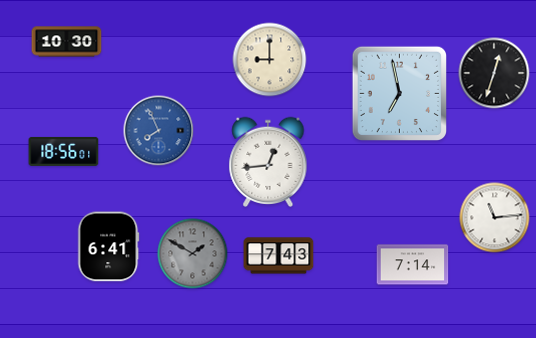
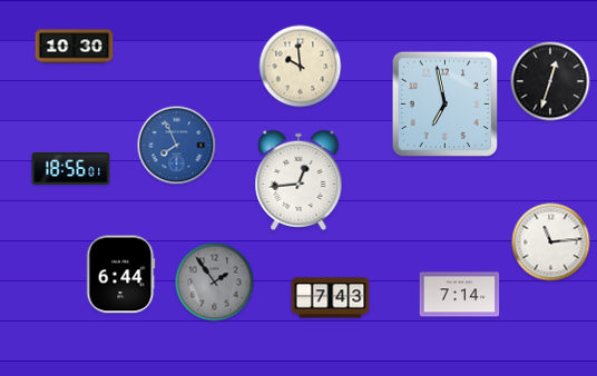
clock at (270, 60): 9:00 -> 9:59
clock at (109, 247): 6:41 -> 6:44
clock at (193, 254): 1:50 -> 1:54
clock at (279, 256) position: (279, 256) -> (331, 298)
